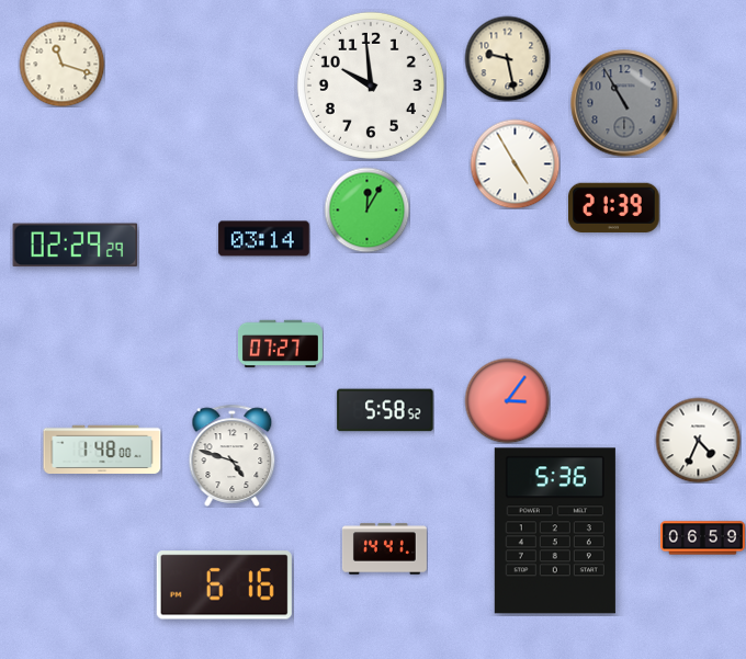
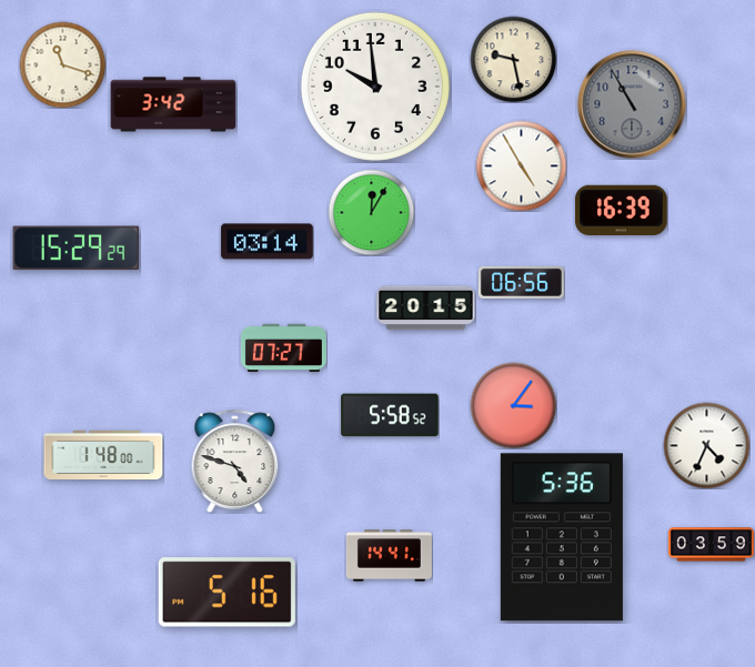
clock at (173, 104): none -> 3:42
clock at (614, 207): 21:39 -> 16:39
clock at (76, 246): 02:29 -> 15:29
clock at (521, 282): none -> 06:56
clock at (426, 309): none -> 20:15
clock at (702, 538): 06:59 -> 03:59
clock at (224, 586): 6:16 -> 5:16
